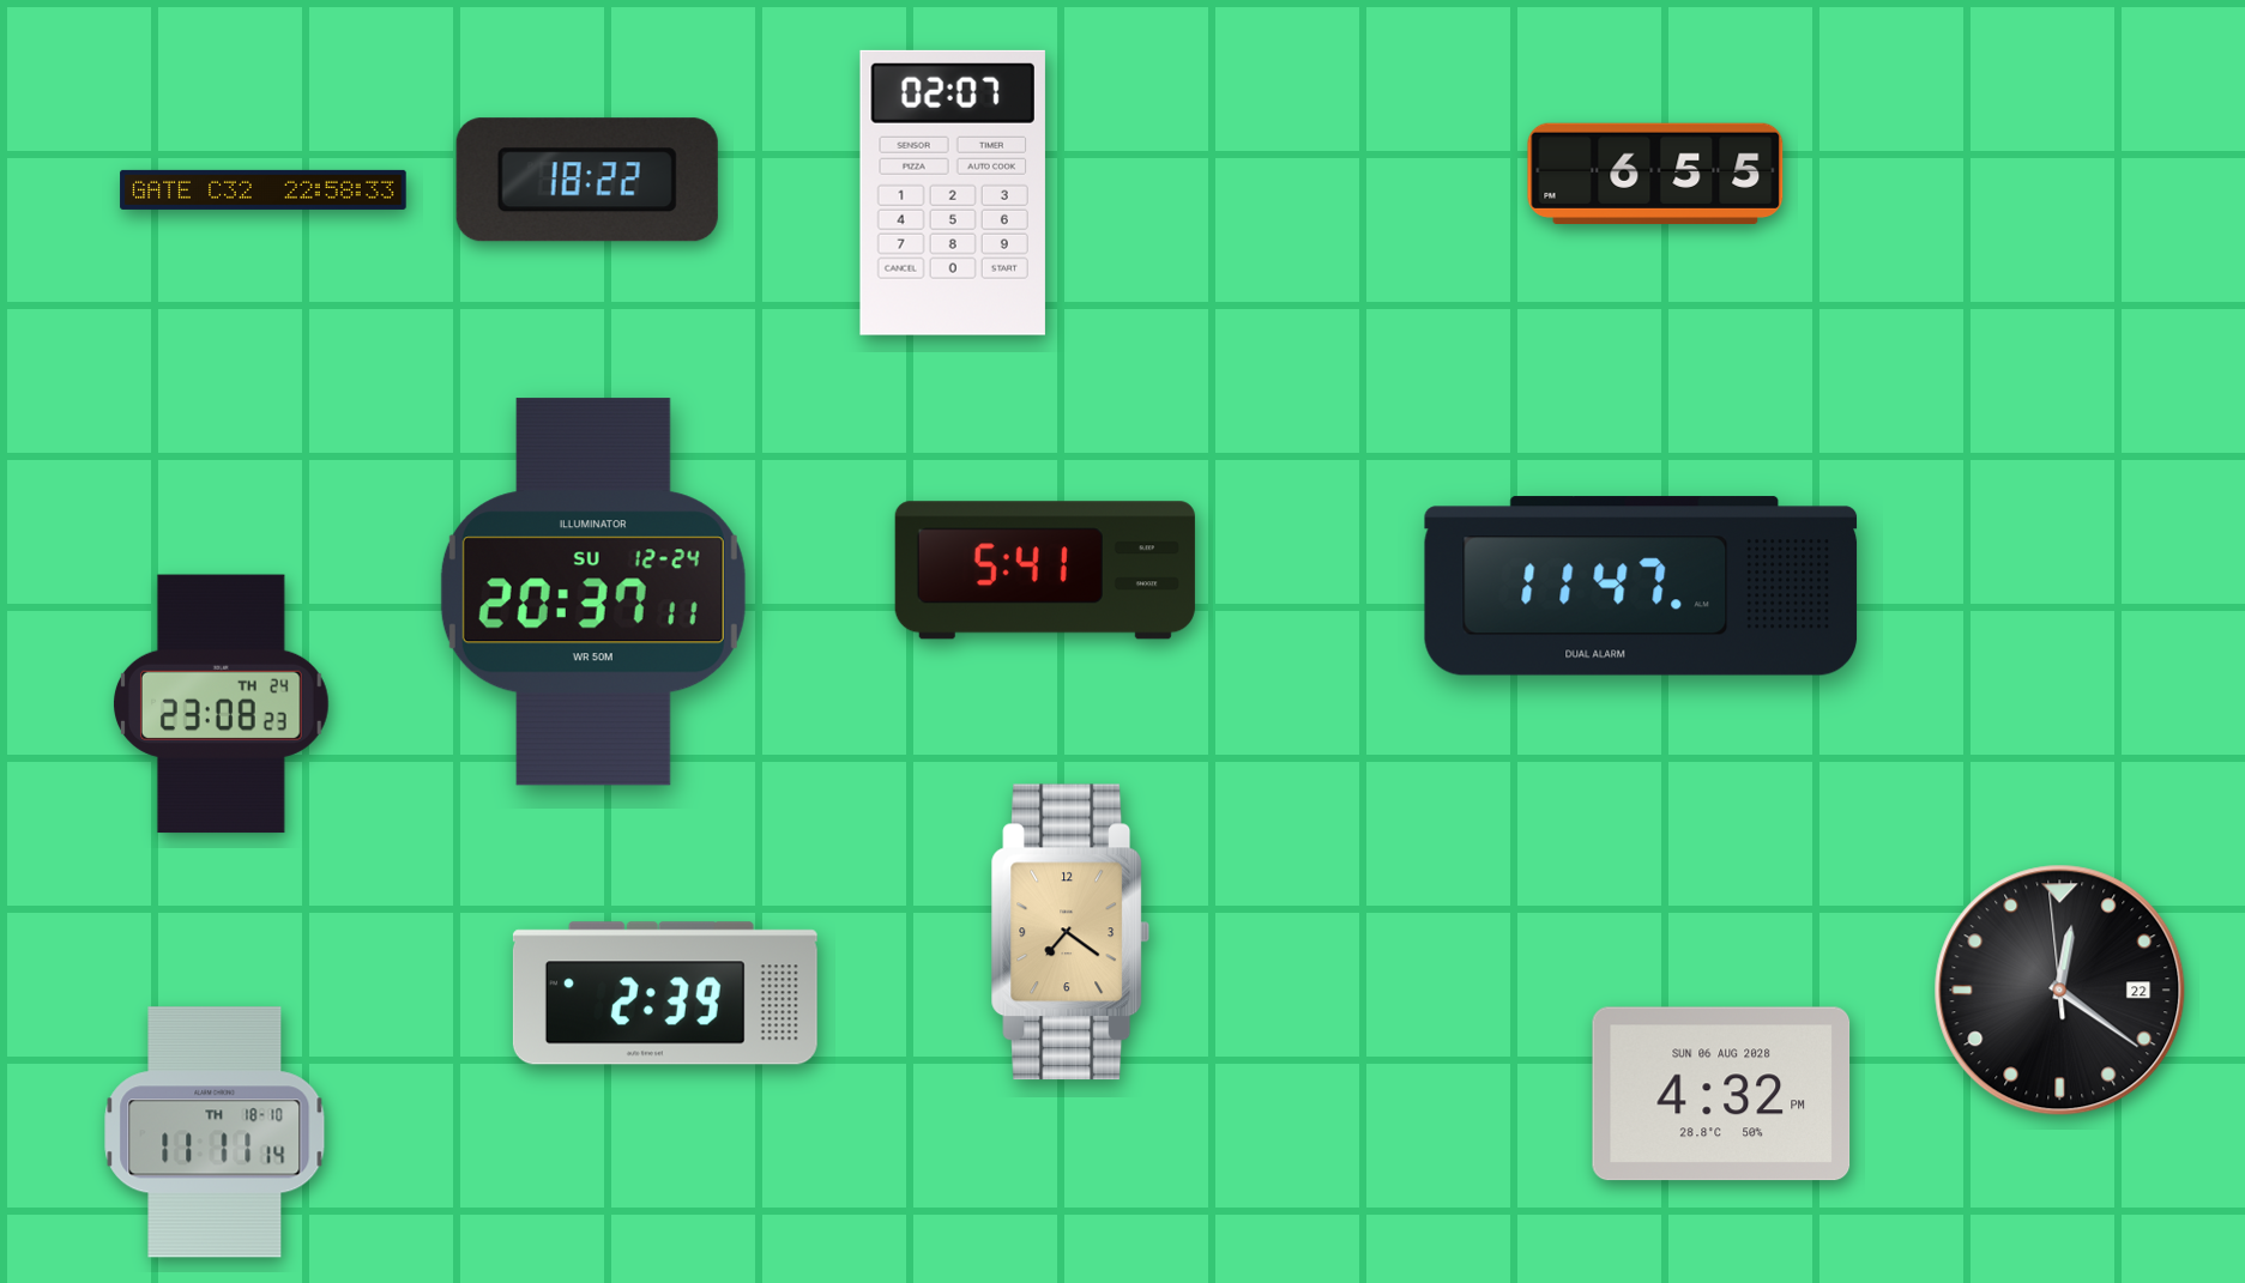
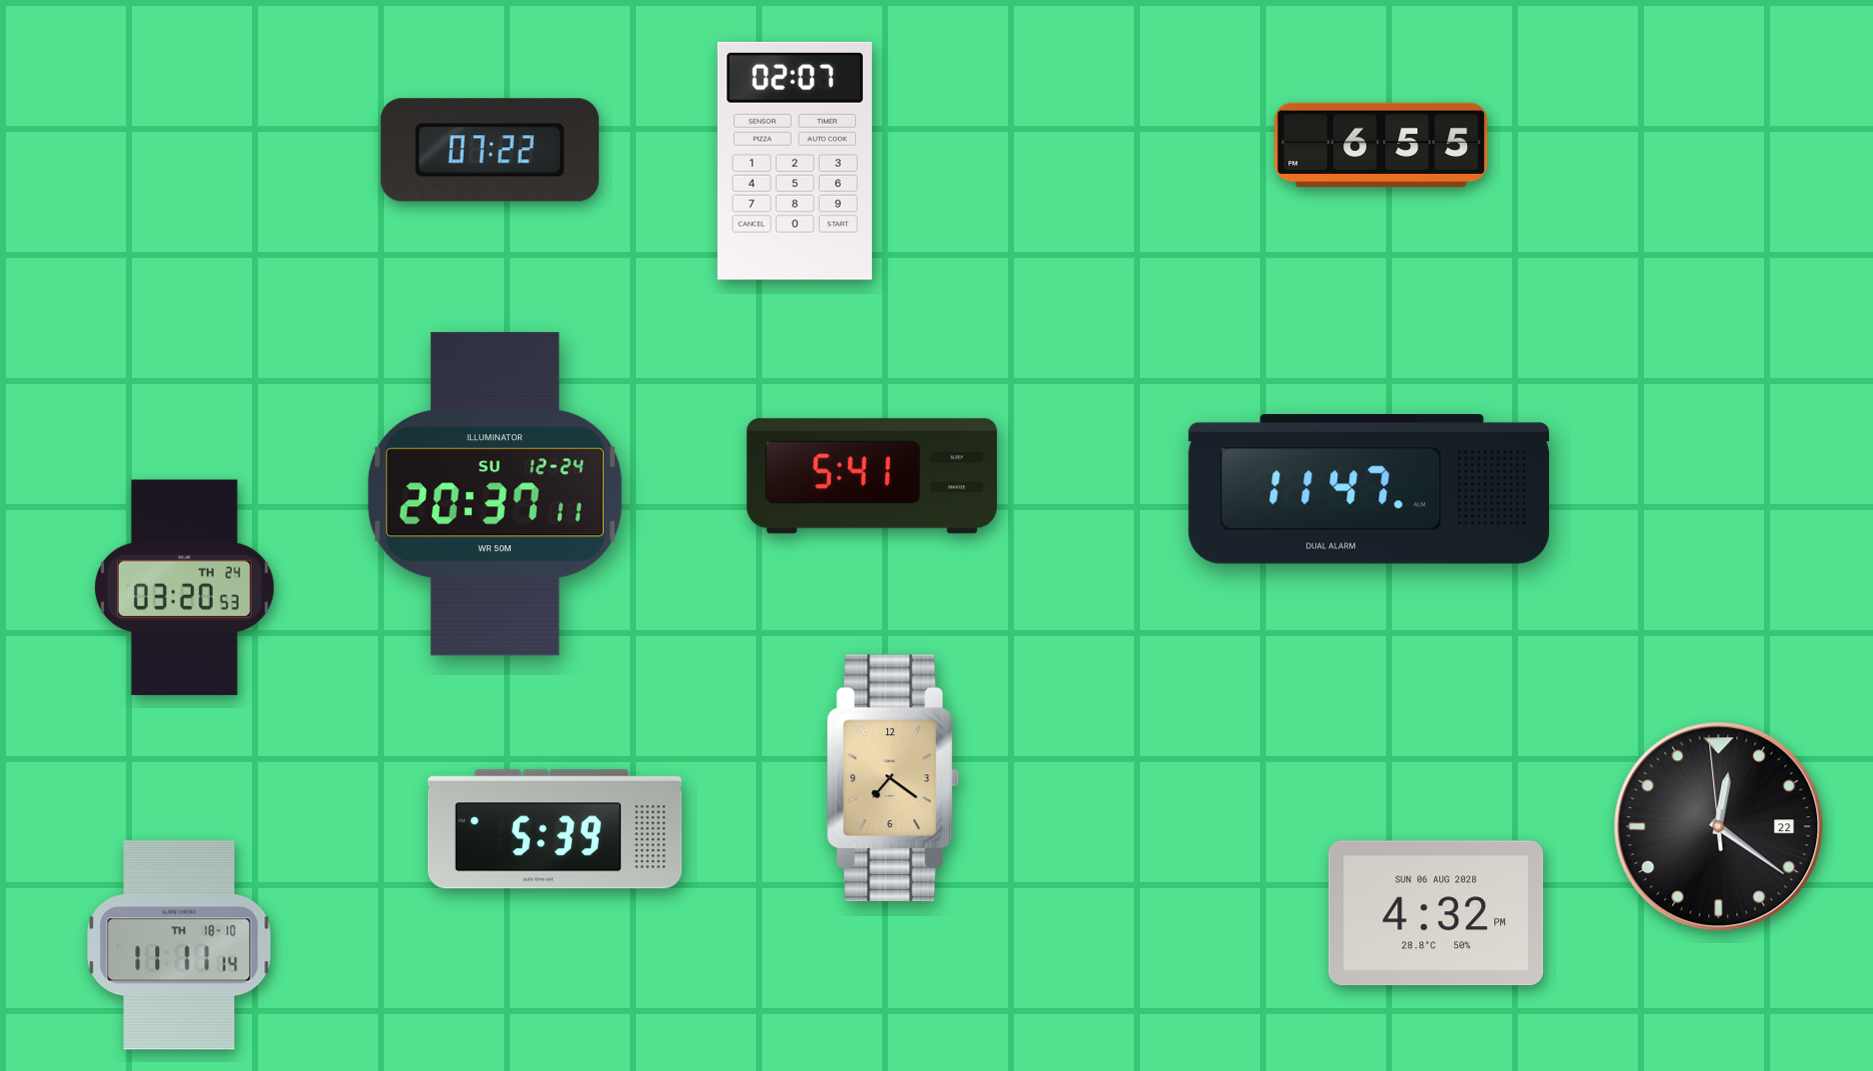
clock at (587, 180): 18:22 -> 07:22
clock at (264, 189): 22:58 -> none
clock at (222, 704): 23:08 -> 03:20
clock at (665, 993): 2:39 -> 5:39
